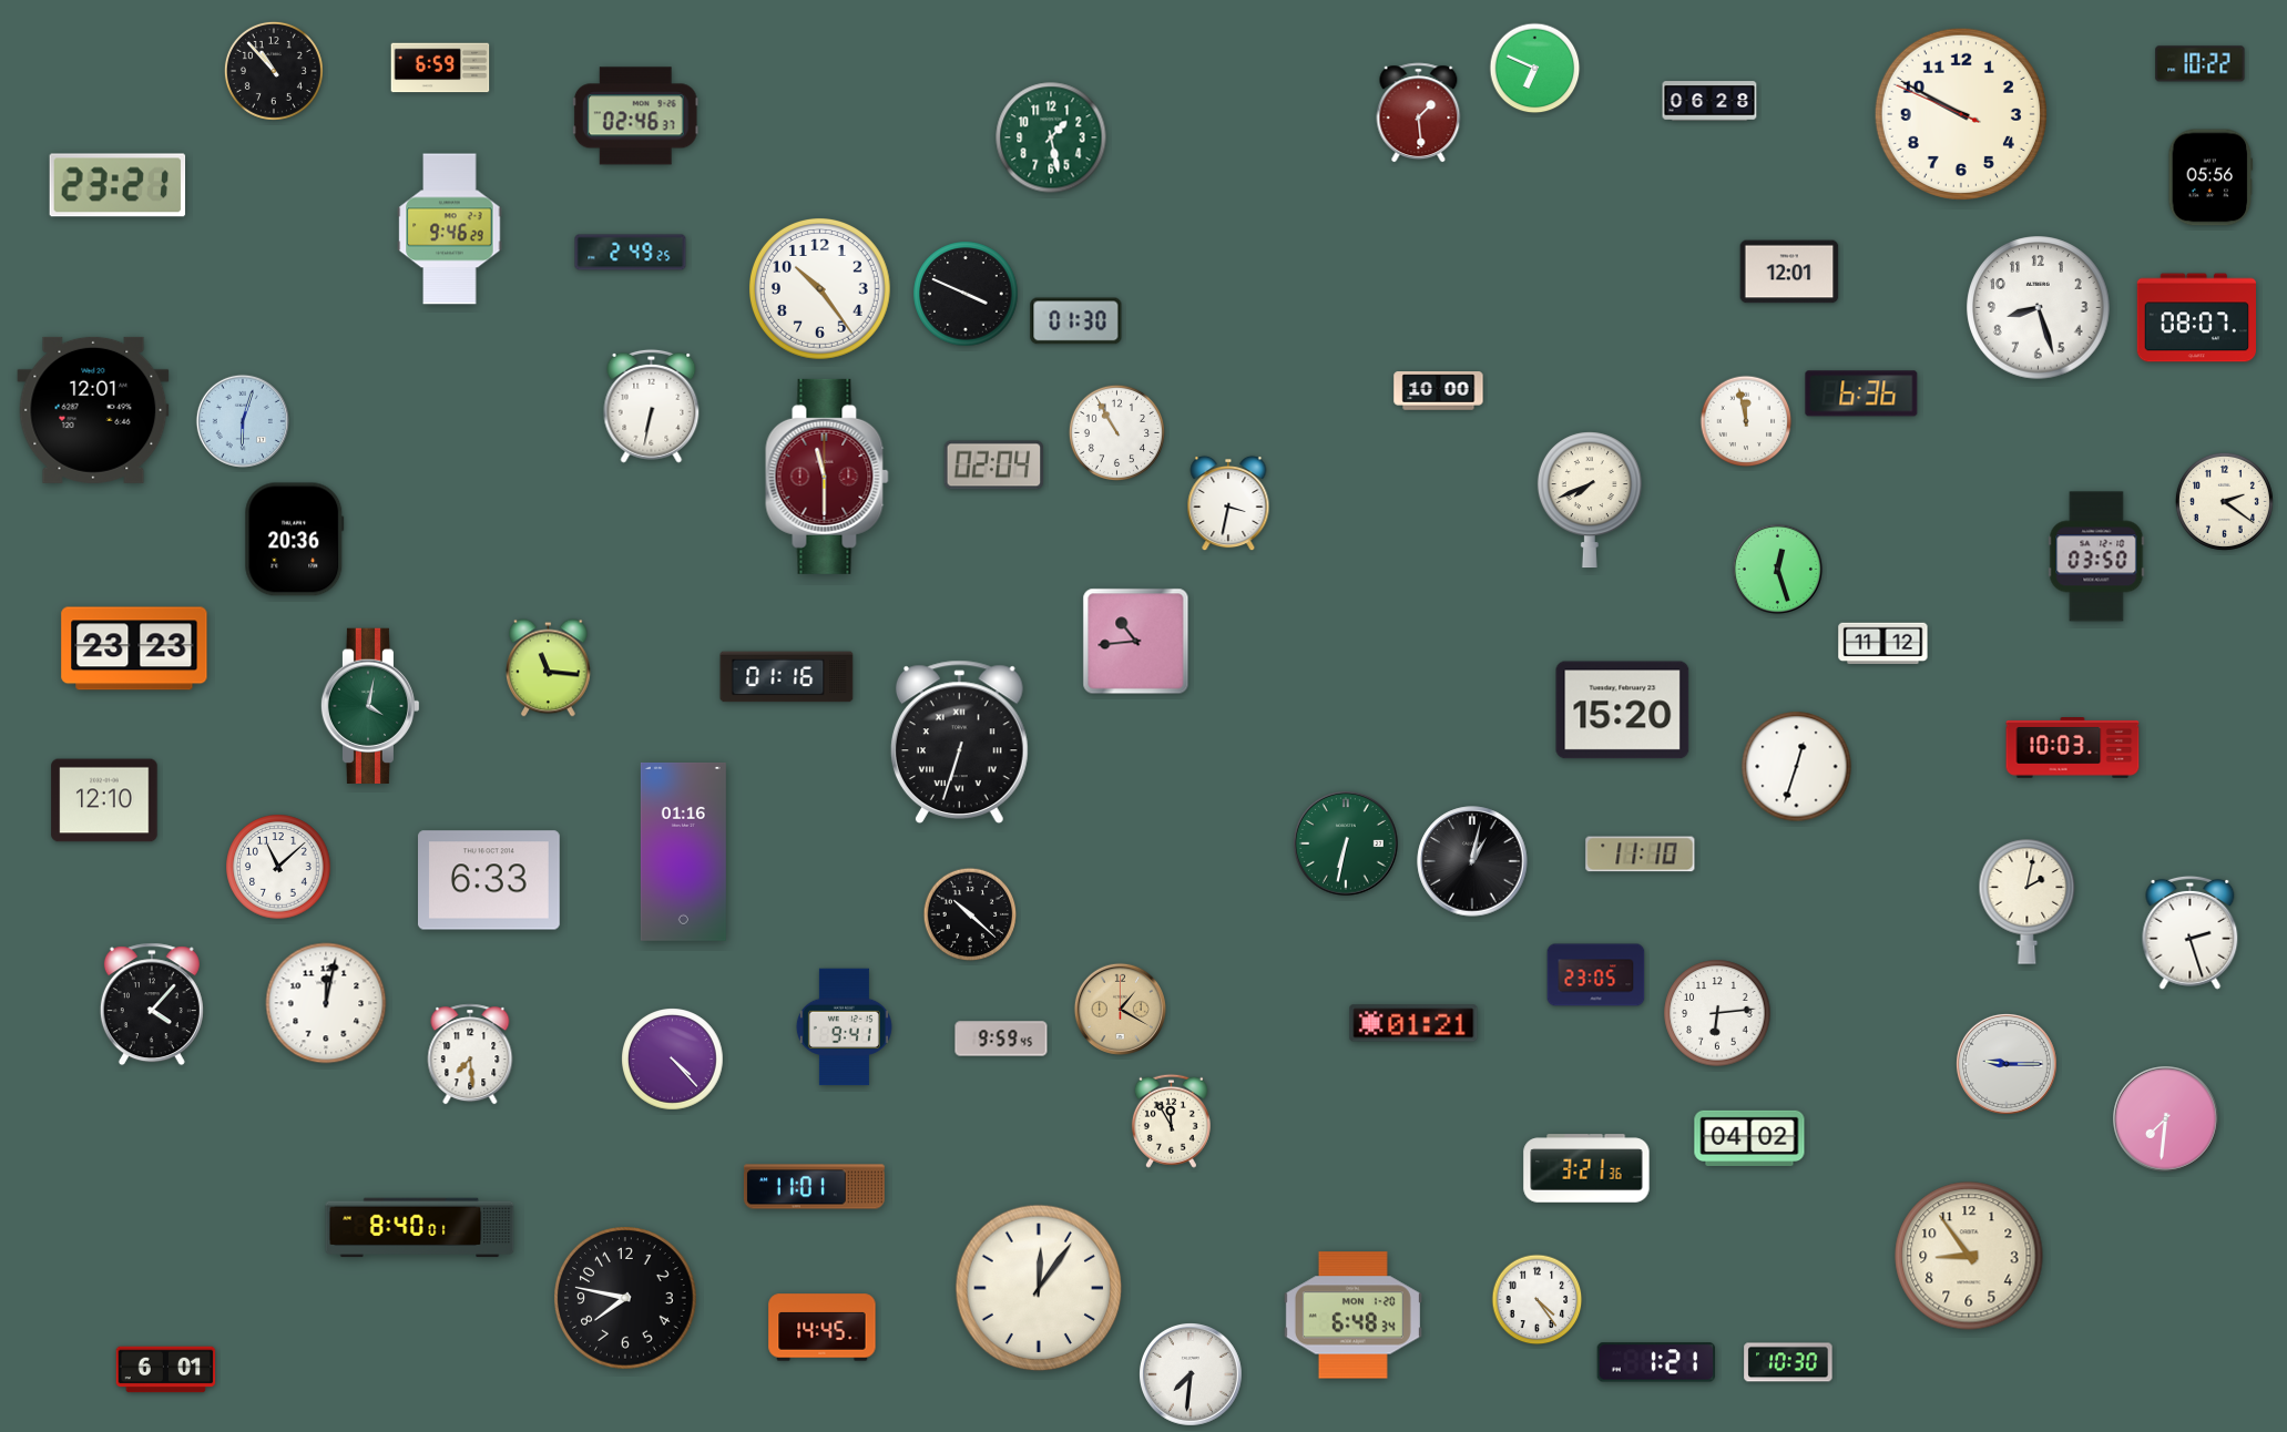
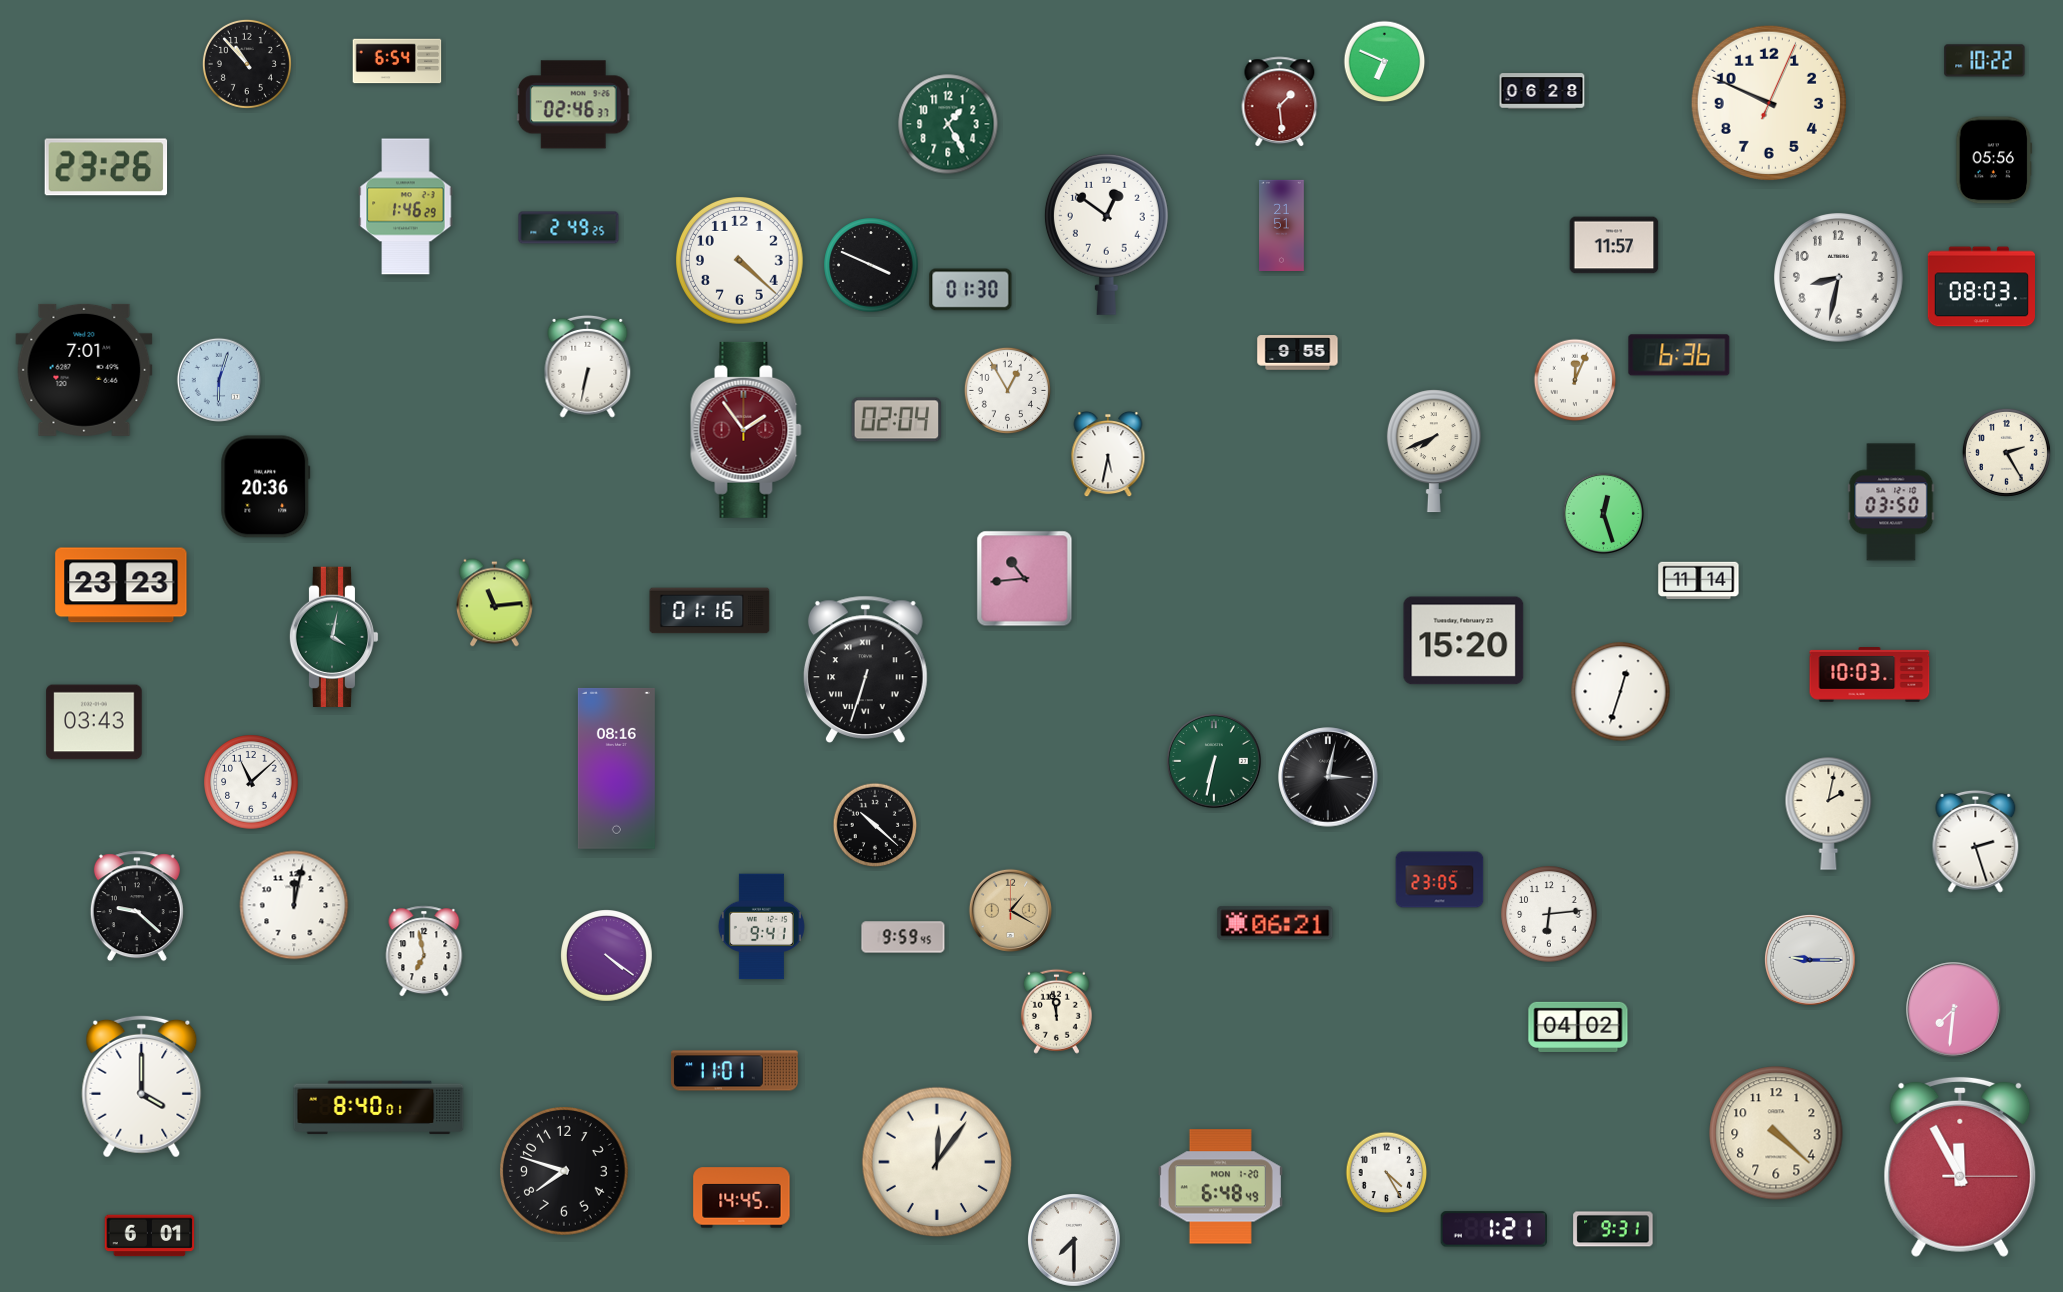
clock at (2201, 64) position: (2201, 64) -> (1985, 61)
clock at (440, 68): 6:59 -> 6:54
clock at (1961, 114): 9:49:49 -> 9:49:04
clock at (1051, 137): 1:28 -> 1:25
clock at (118, 185): 23:21 -> 23:26
clock at (450, 229): 9:46 -> 1:46
clock at (1282, 225): none -> 21:51
clock at (1106, 234): none -> 12:51
clock at (1789, 272): 12:01 -> 11:57
clock at (820, 289): 10:24 -> 4:22
clock at (2039, 308): 8:27 -> 8:32
clock at (2196, 318): 08:07 -> 08:03
clock at (1439, 391): 10:00 -> 9:55
clock at (93, 410): 12:01 -> 7:01
clock at (1746, 421): 11:58 -> 12:04
clock at (1116, 432): 10:55 -> 12:55
clock at (827, 477): 11:30 -> 1:54
clock at (2224, 501): 2:21 -> 2:25
clock at (1228, 503): 3:32 -> 5:32
clock at (1883, 644): 11:12 -> 11:14
clock at (549, 668): 11:16 -> 11:14
clock at (104, 800): 12:10 -> 03:43
clock at (683, 851): 01:16 -> 08:16
clock at (1641, 855): 11:10 -> none
clock at (1472, 861): 1:02 -> 3:02
clock at (490, 880): 6:33 -> none
clock at (152, 1004): 4:07 -> 9:22
clock at (1413, 1023): 01:21 -> 06:21
clock at (470, 1054): 7:29 -> 6:58
clock at (673, 1060): 4:23 -> 4:21
clock at (1171, 1121): 11:55 -> 11:58
clock at (1586, 1168): 3:21 -> none
clock at (142, 1086): none -> 4:00
clock at (1969, 1256): 8:54 -> 4:22
clock at (1960, 1167): none -> 11:55
clock at (626, 1299): 7:47 -> 7:48
clock at (1538, 1300): 4:24 -> 4:25
clock at (1352, 1316): 6:48:34 -> 6:48:49
clock at (1788, 1362): 10:30 -> 9:31
clock at (1192, 1375): 7:31 -> 7:30
